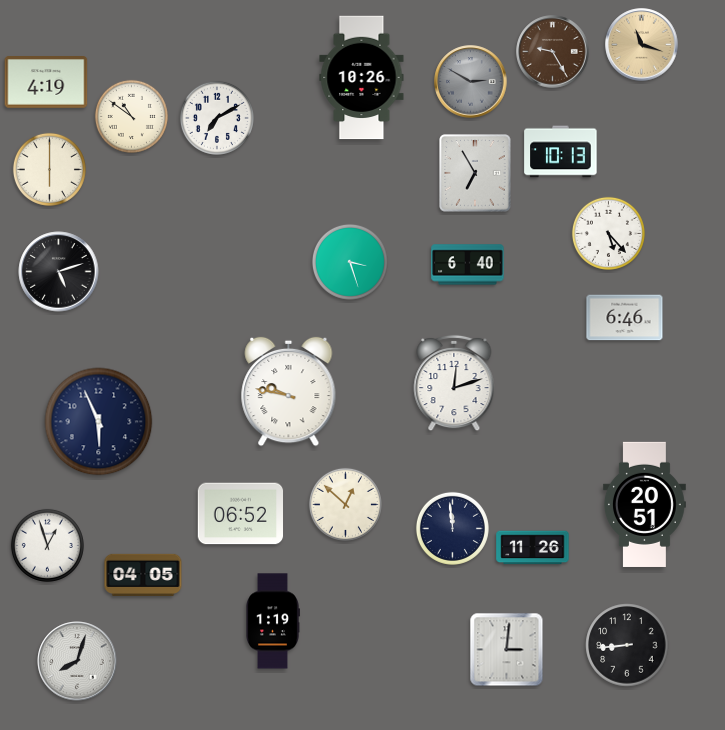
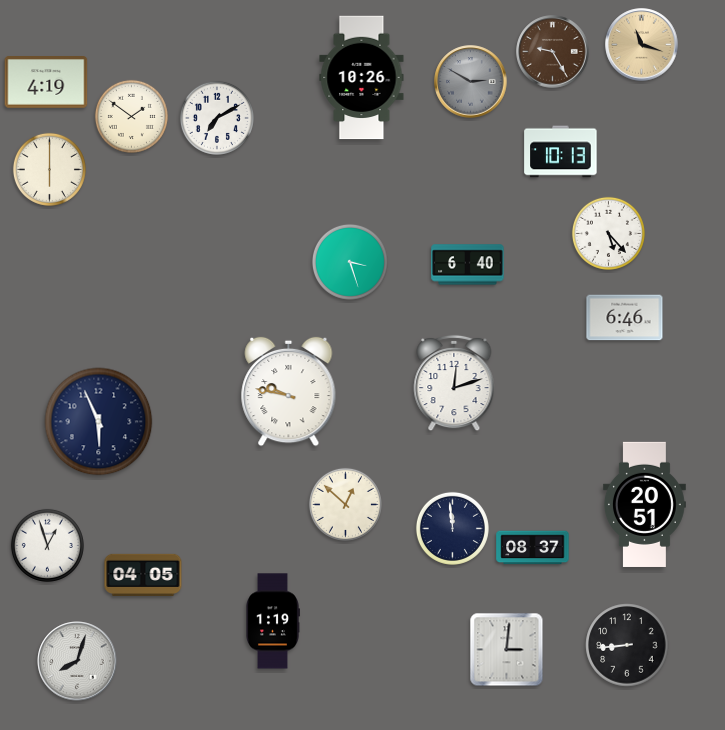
clock at (131, 116): 10:51 -> 1:51
clock at (475, 173): 6:55 -> none
clock at (59, 272): 5:12 -> none
clock at (241, 514): 06:52 -> none
clock at (533, 548): 11:26 -> 08:37
